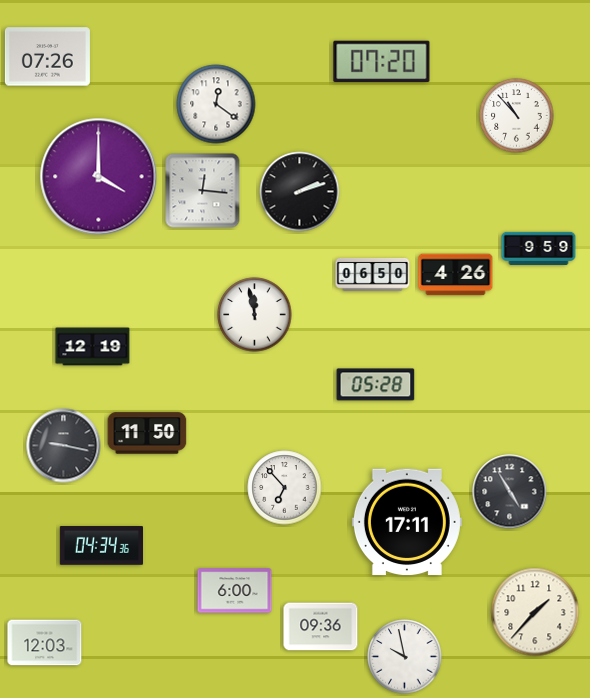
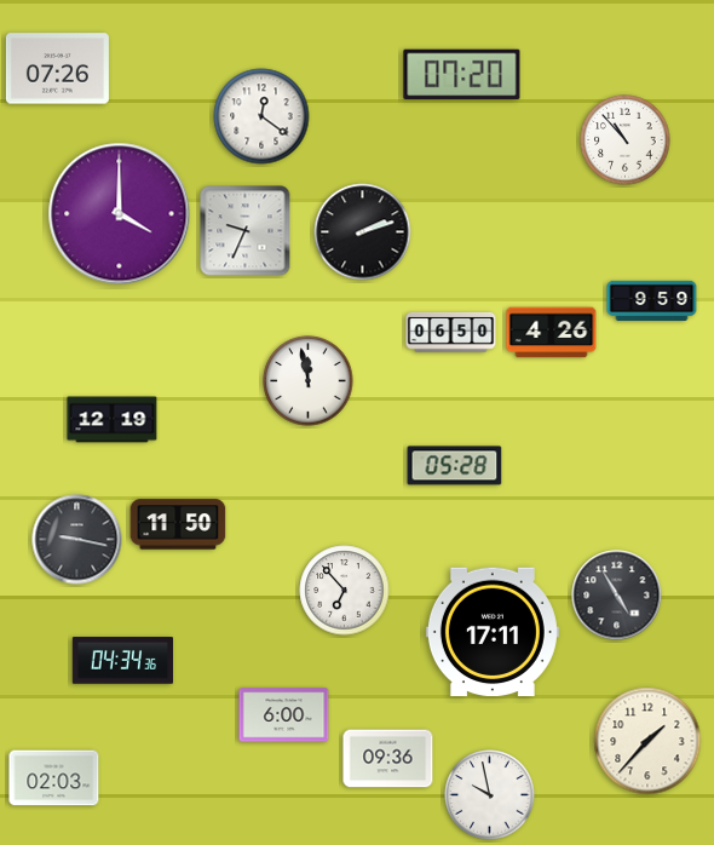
clock at (216, 104) position: (216, 104) -> (261, 116)
clock at (203, 191): 12:16 -> 9:34
clock at (45, 643): 12:03 -> 02:03
